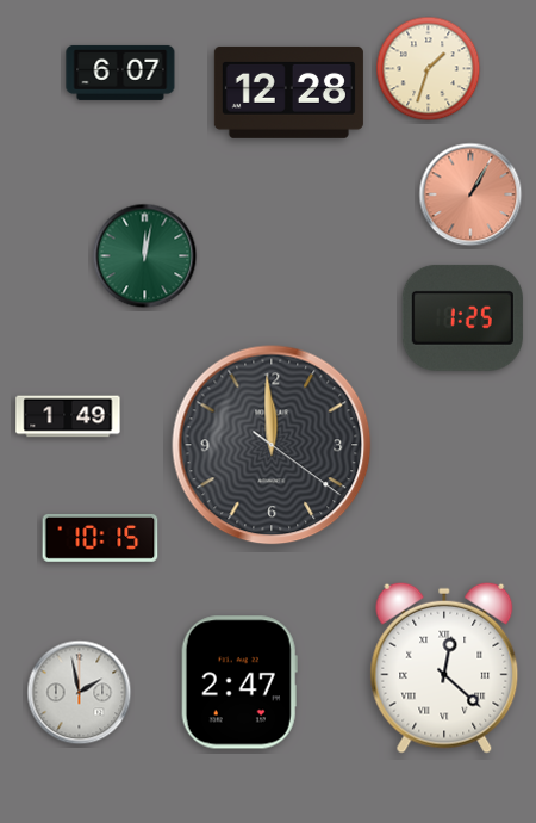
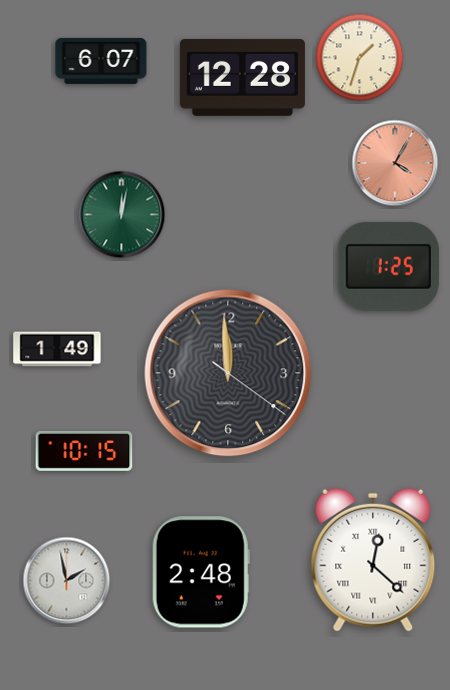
clock at (470, 194): 1:05 -> 4:05
clock at (239, 682): 2:47 -> 2:48
